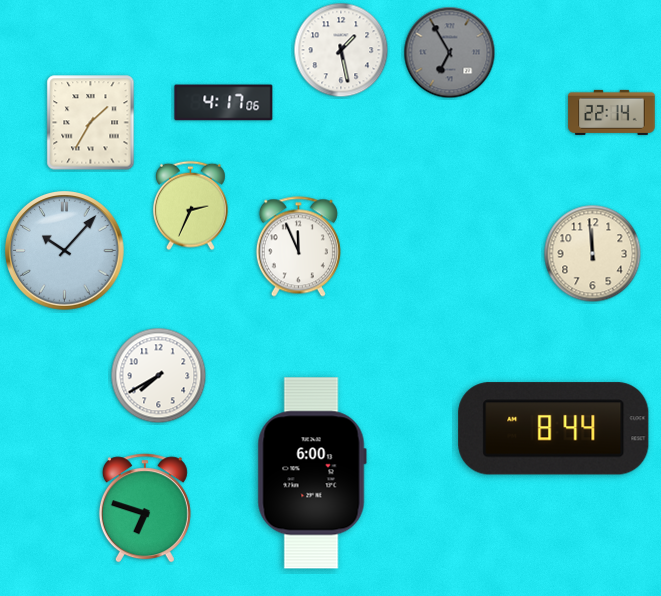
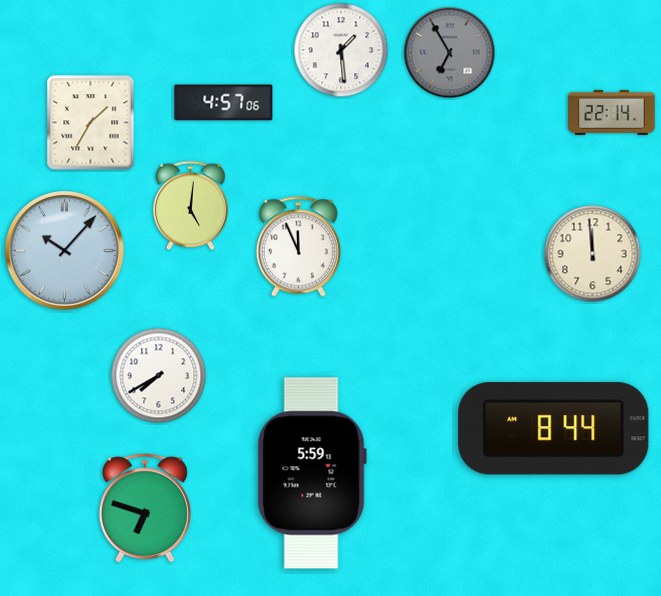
clock at (341, 50): 1:28 -> 1:29
clock at (224, 103): 4:17 -> 4:57
clock at (190, 206): 2:34 -> 5:01
clock at (312, 473): 6:00 -> 5:59
